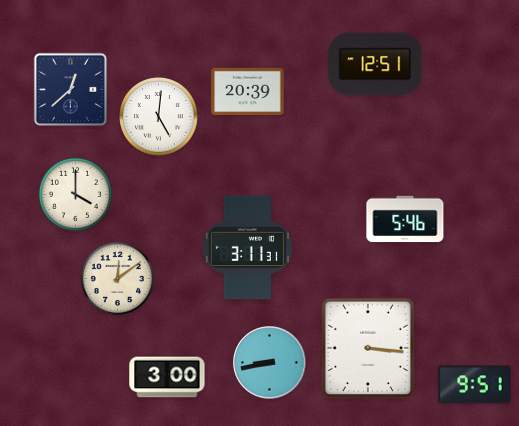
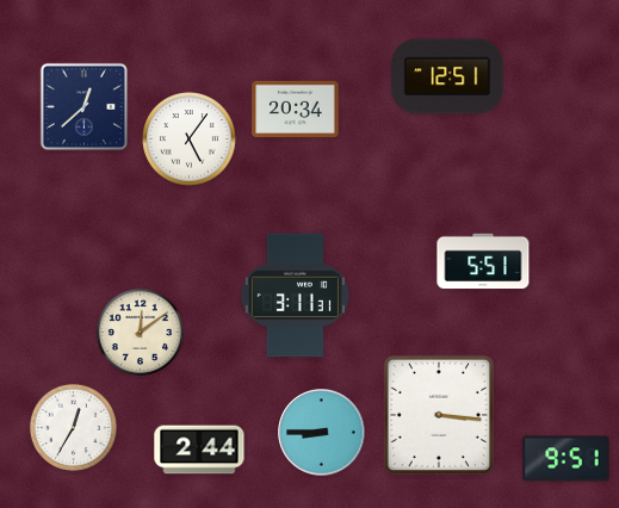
clock at (248, 92): 20:39 -> 20:34
clock at (159, 117): 5:01 -> 5:06
clock at (75, 194): 4:00 -> none
clock at (405, 219): 5:46 -> 5:51
clock at (73, 427): none -> 12:35
clock at (270, 363): 8:43 -> 8:45
clock at (167, 377): 3:00 -> 2:44
